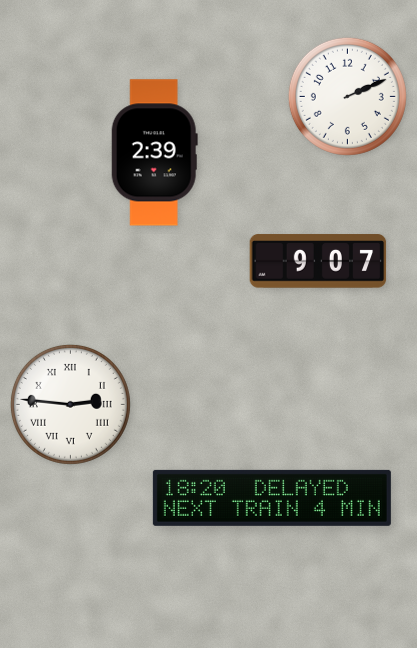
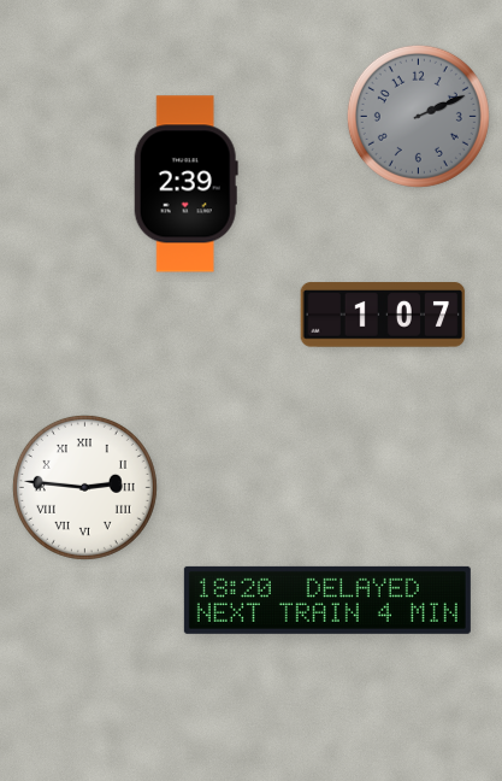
clock at (347, 96) dial: white -> grey
clock at (318, 261): 9:07 -> 1:07
